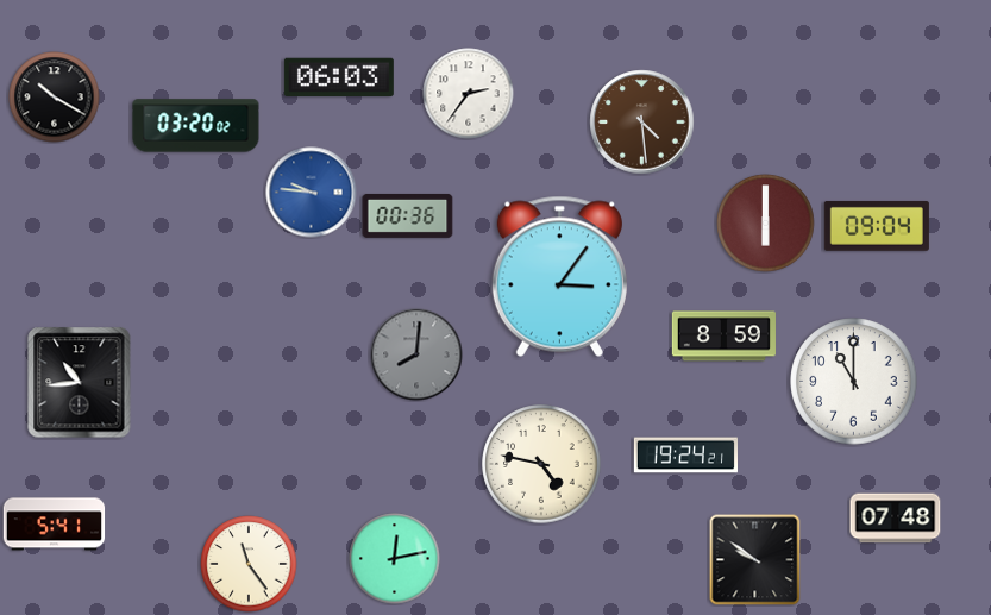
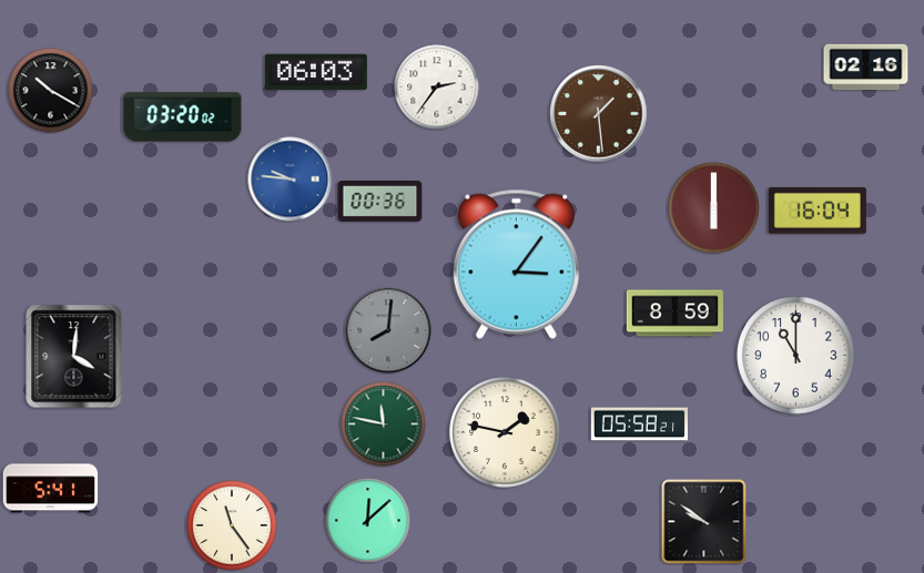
clock at (866, 68): none -> 02:16
clock at (642, 123): 4:29 -> 1:29
clock at (877, 226): 09:04 -> 16:04
clock at (559, 276) position: (559, 276) -> (516, 264)
clock at (80, 383): 10:44 -> 4:01
clock at (384, 424): none -> 11:47
clock at (685, 456): 19:24 -> 05:58
clock at (541, 464): 4:47 -> 1:47
clock at (896, 519): 07:48 -> none
clock at (395, 559): 12:13 -> 12:08
